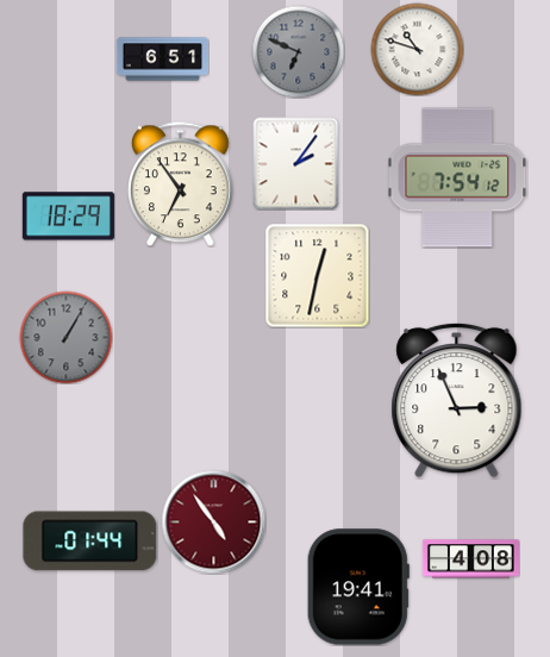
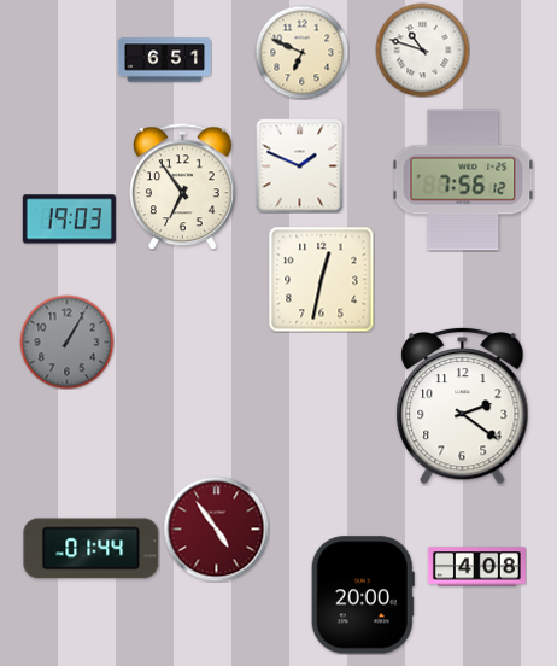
clock at (298, 51) dial: grey -> cream
clock at (296, 163): 2:06 -> 1:49
clock at (457, 177): 7:54 -> 7:56
clock at (68, 217): 18:29 -> 19:03
clock at (457, 400): 2:56 -> 2:21
clock at (358, 587): 19:41 -> 20:00
